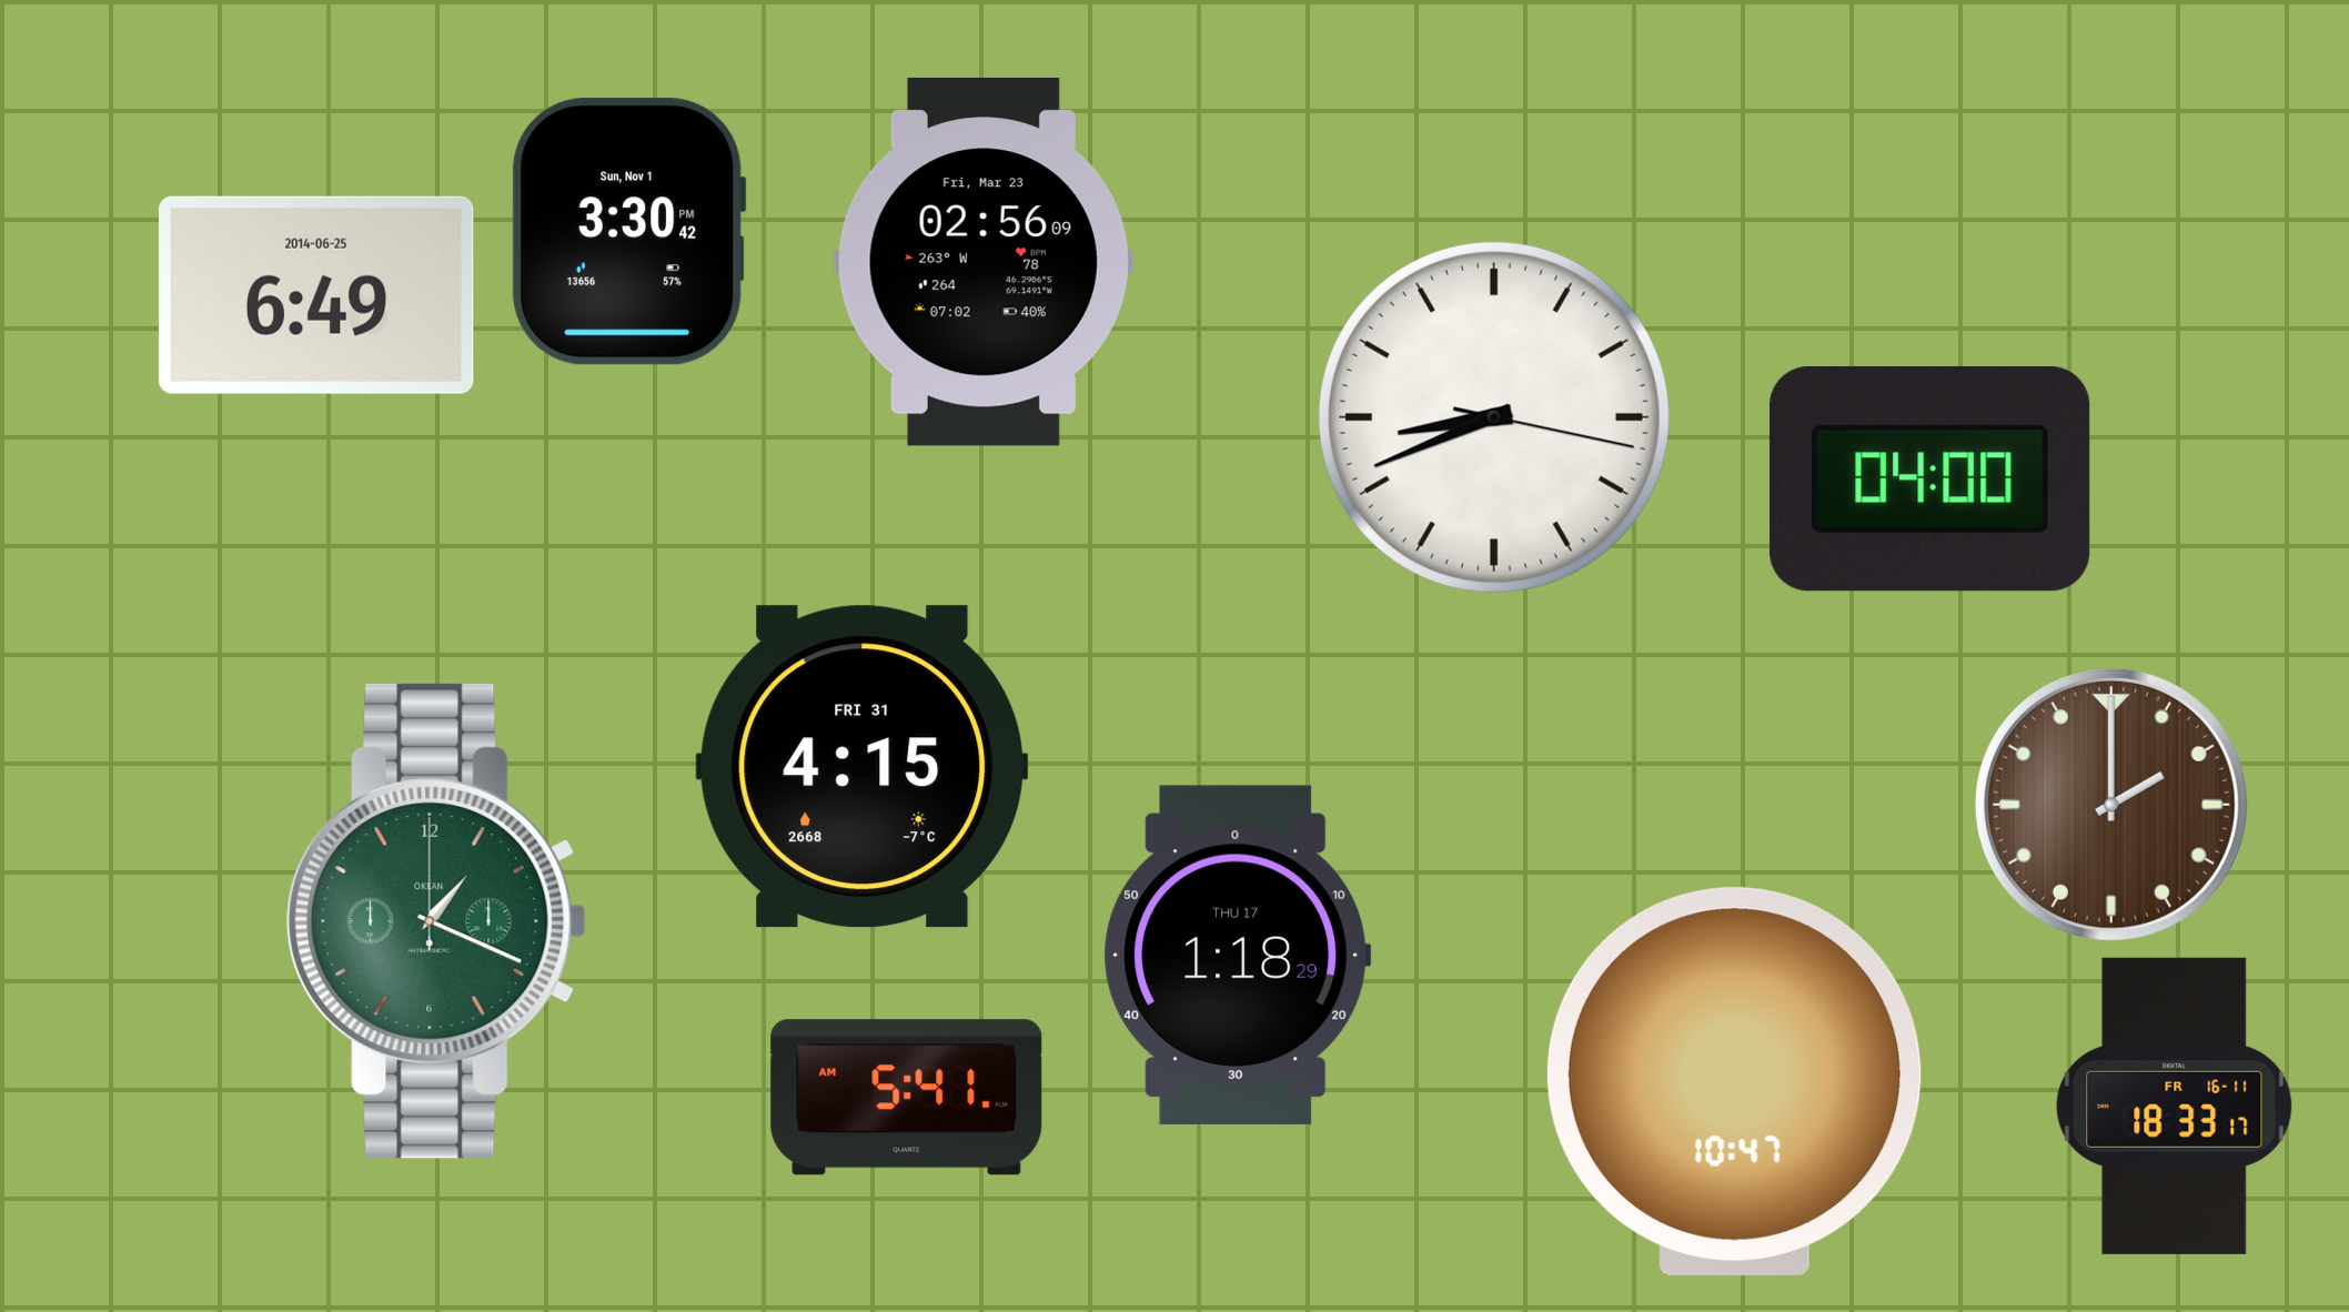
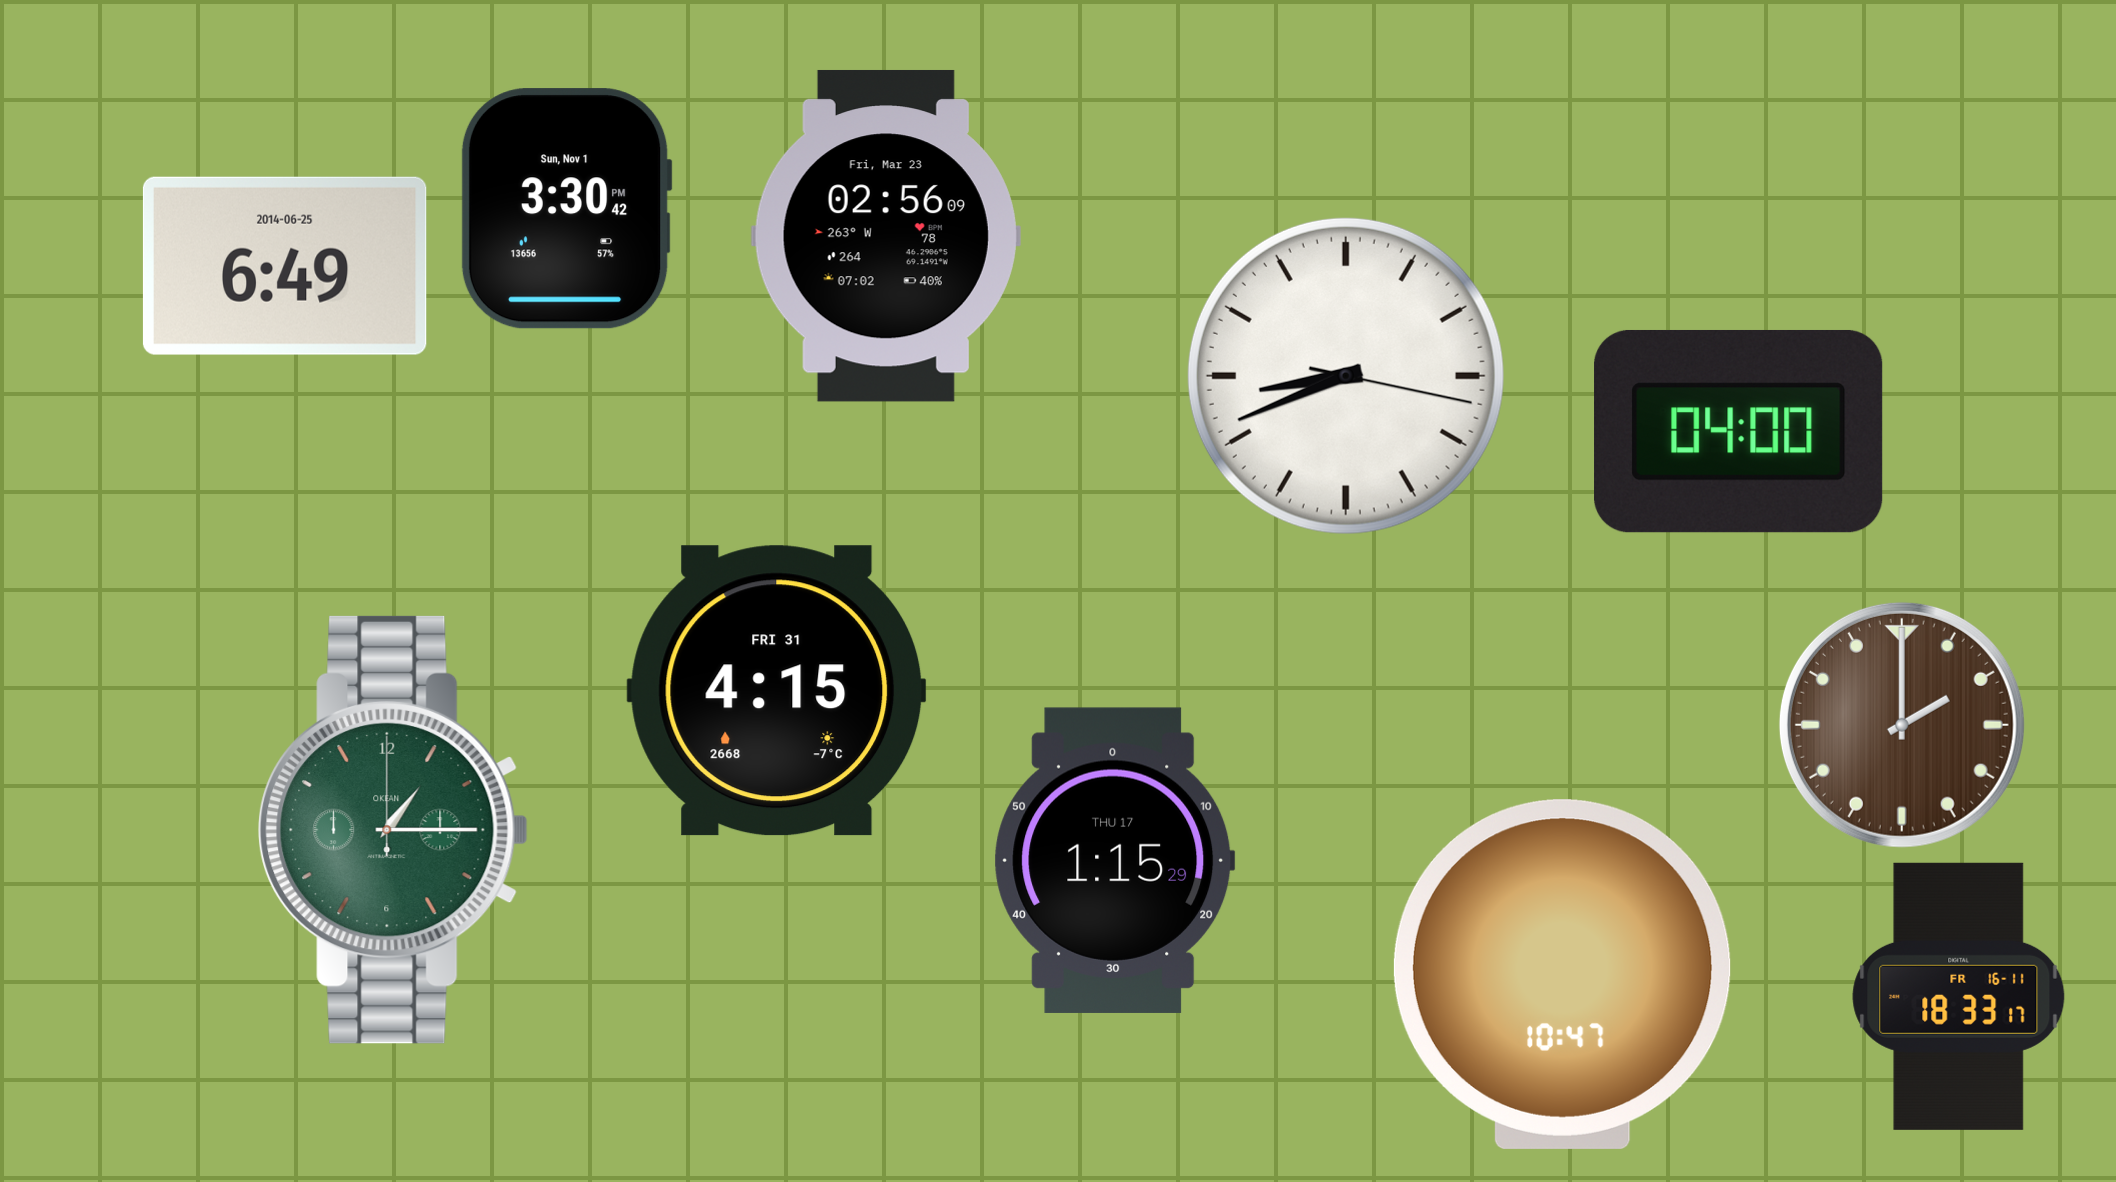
clock at (436, 921): 1:19 -> 1:15
clock at (1238, 955): 1:18 -> 1:15
clock at (907, 1098): 5:41 -> none
